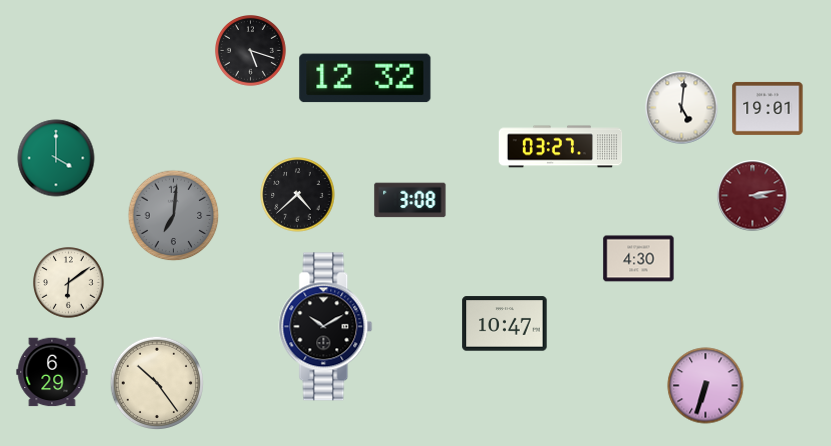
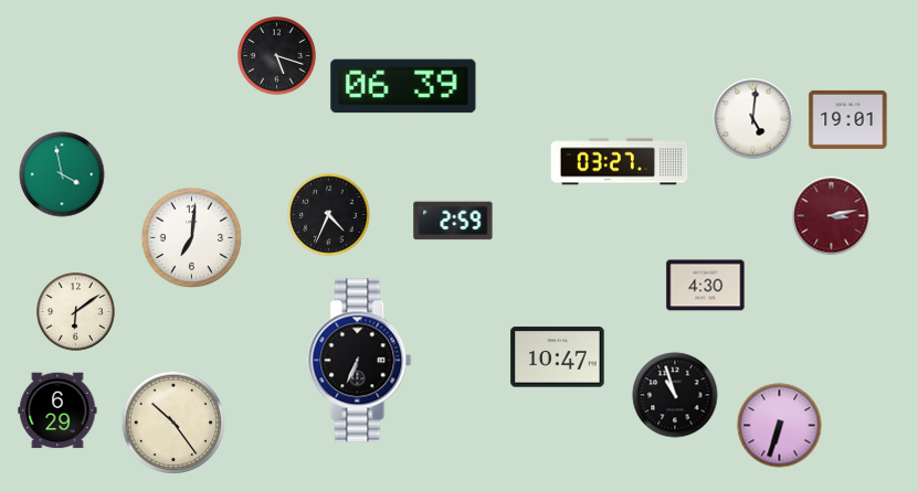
clock at (365, 78): 12:32 -> 06:39
clock at (56, 158): 4:00 -> 3:58
clock at (298, 195): 4:38 -> 4:34
clock at (410, 200): 3:08 -> 2:59
clock at (174, 216) dial: grey -> white
clock at (326, 327): 10:10 -> 6:34
clock at (675, 395): none -> 10:57
